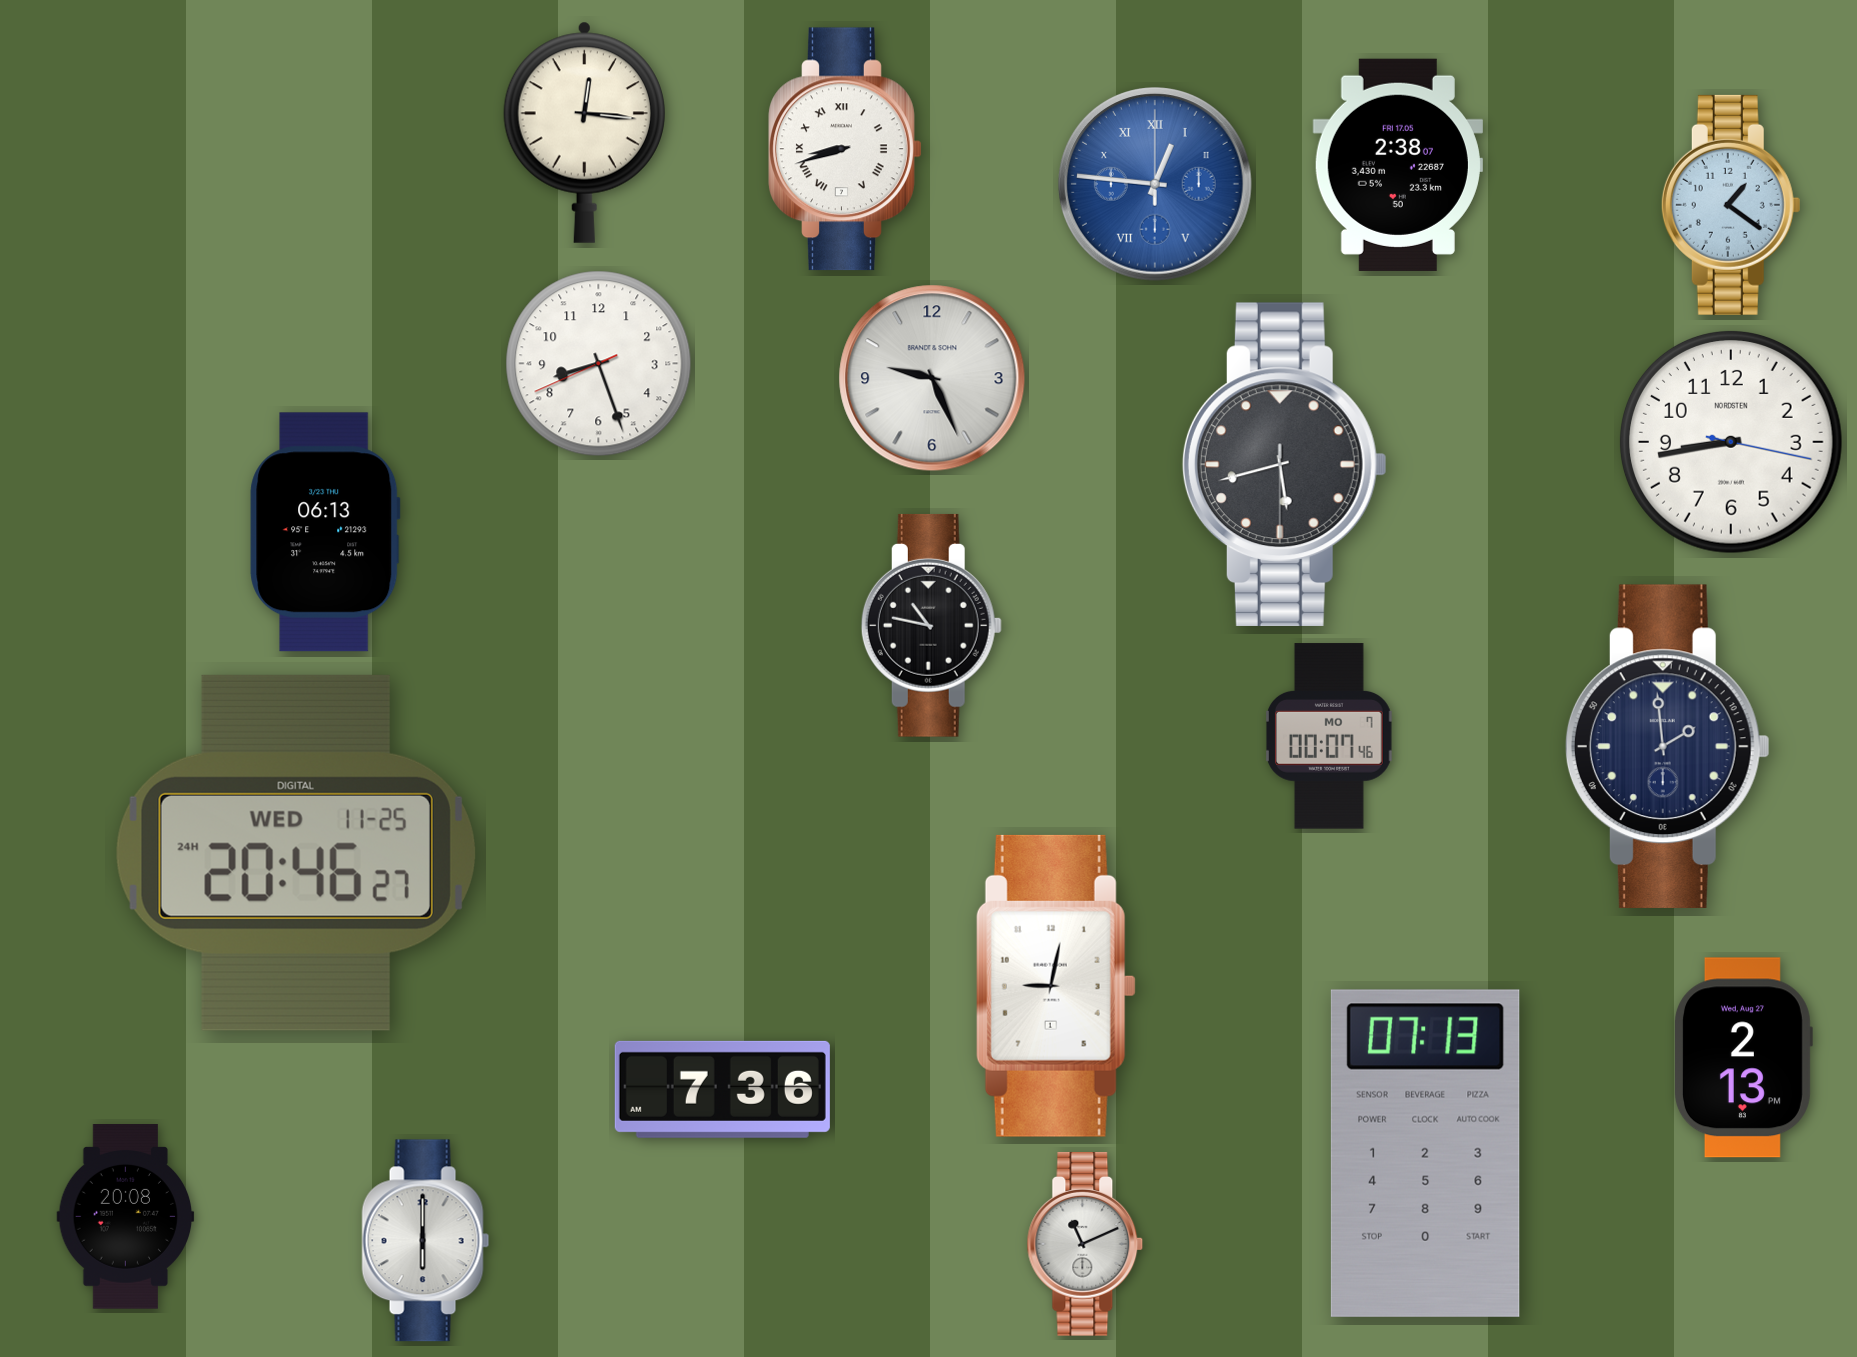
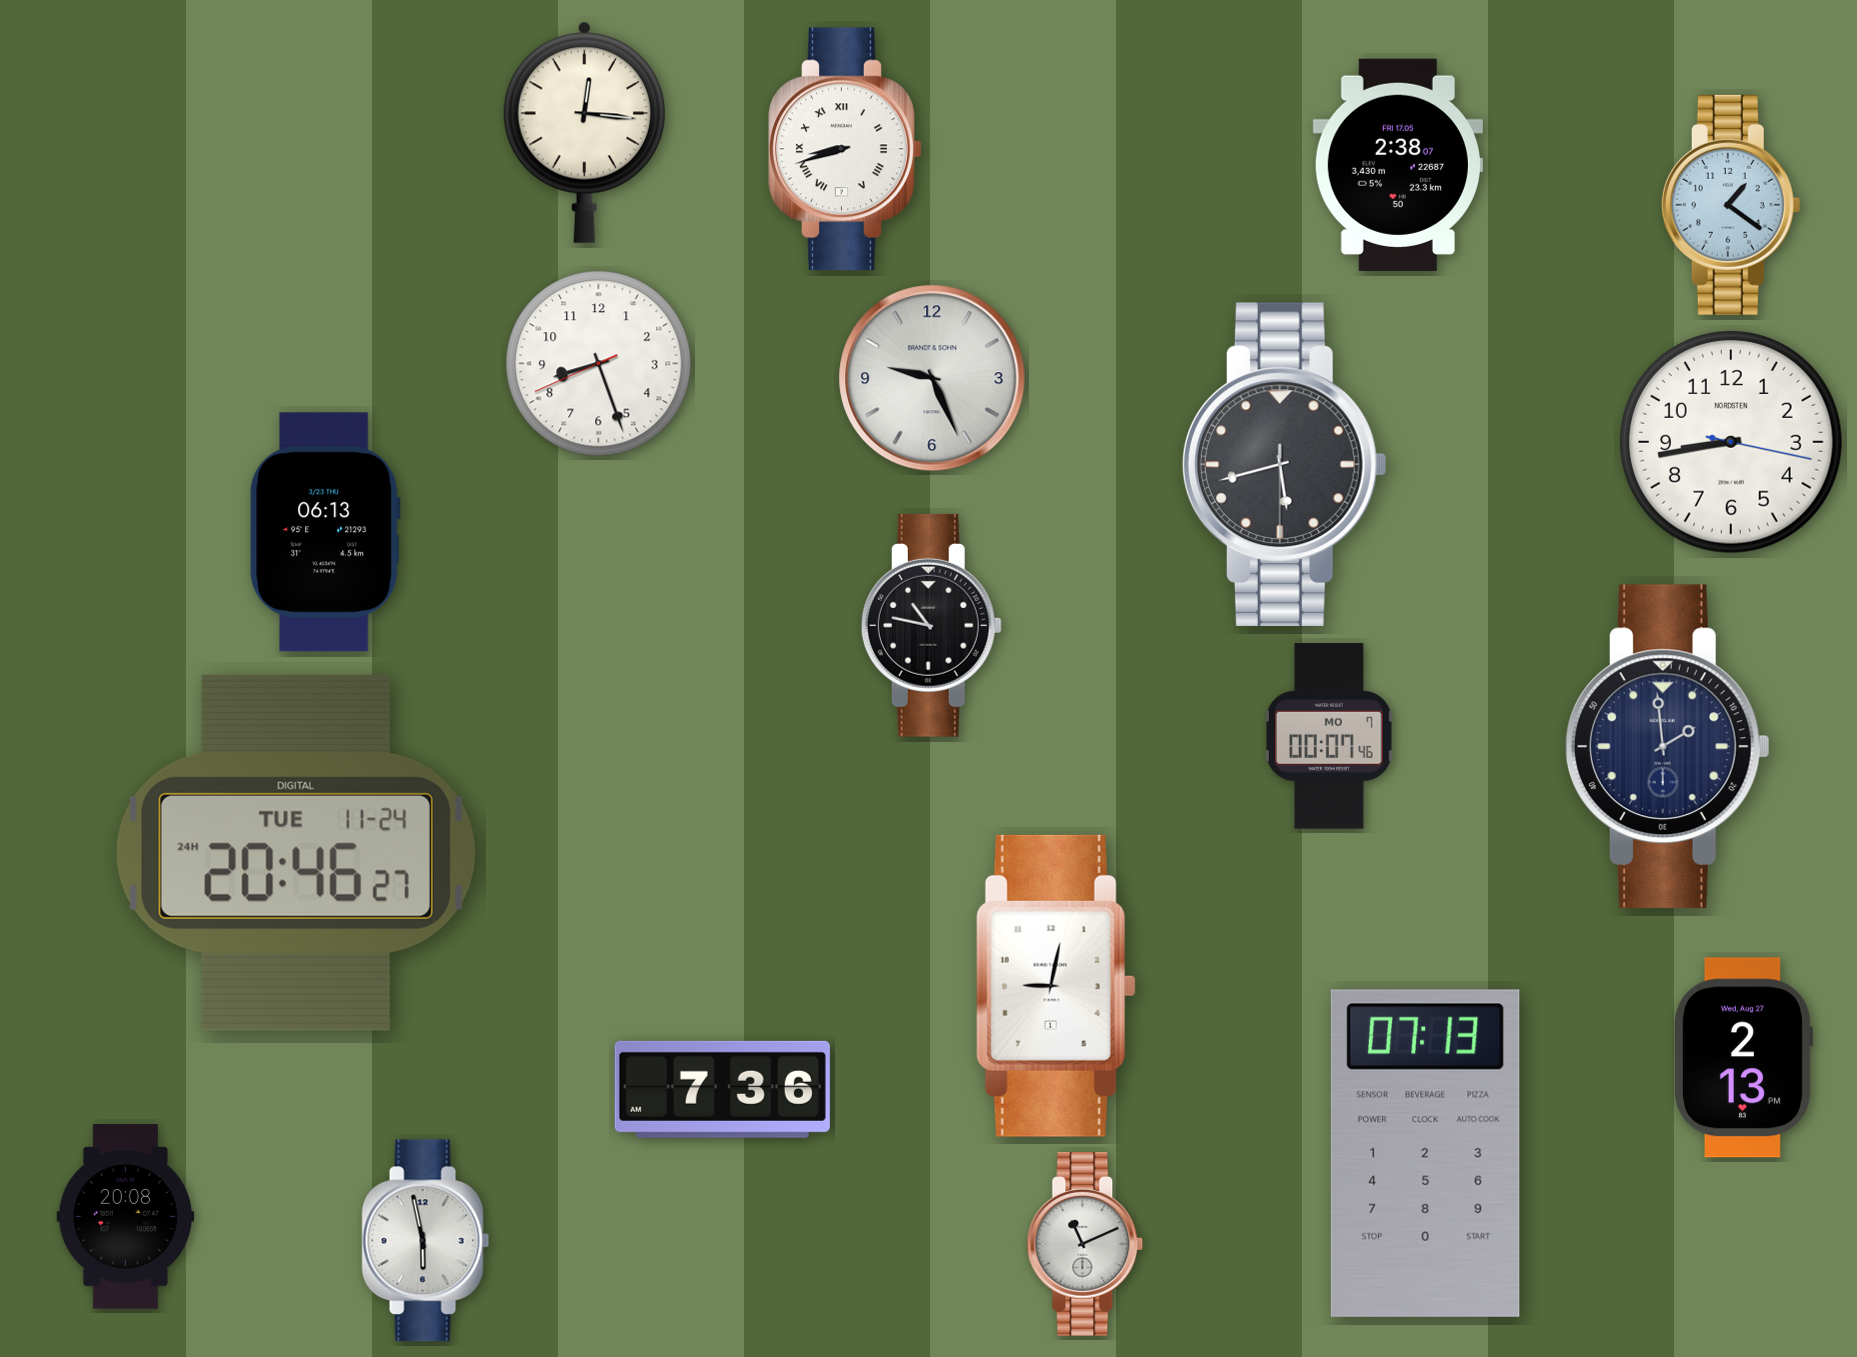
clock at (1156, 185): 12:46 -> none
clock at (296, 853) date: WED 11-25 -> TUE 11-24
clock at (426, 1241): 6:00 -> 5:58
